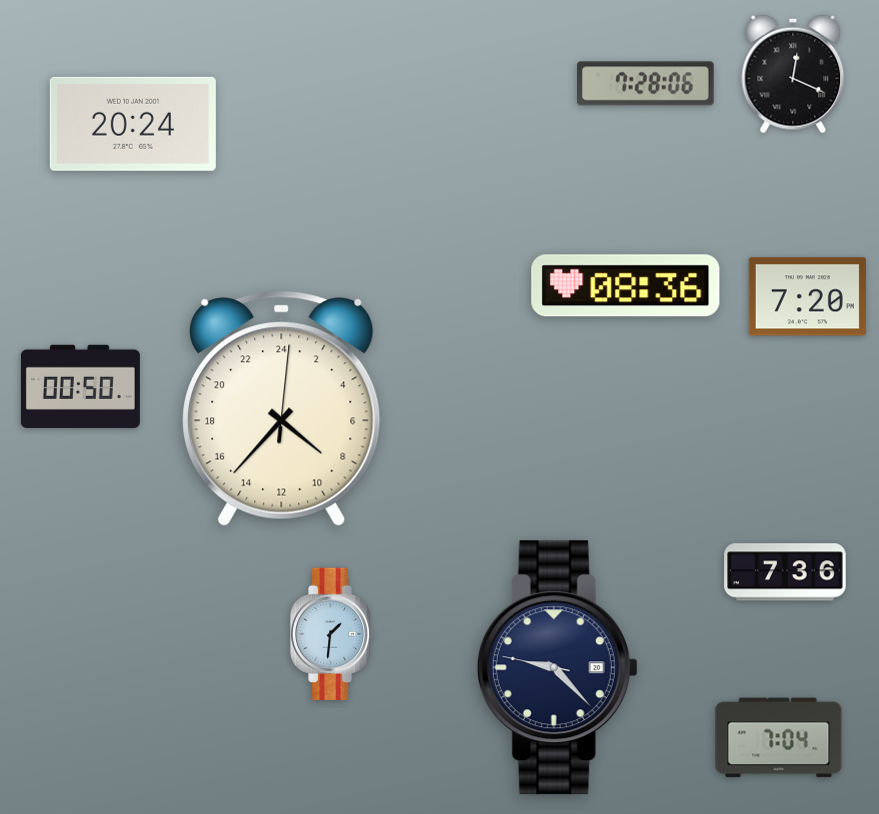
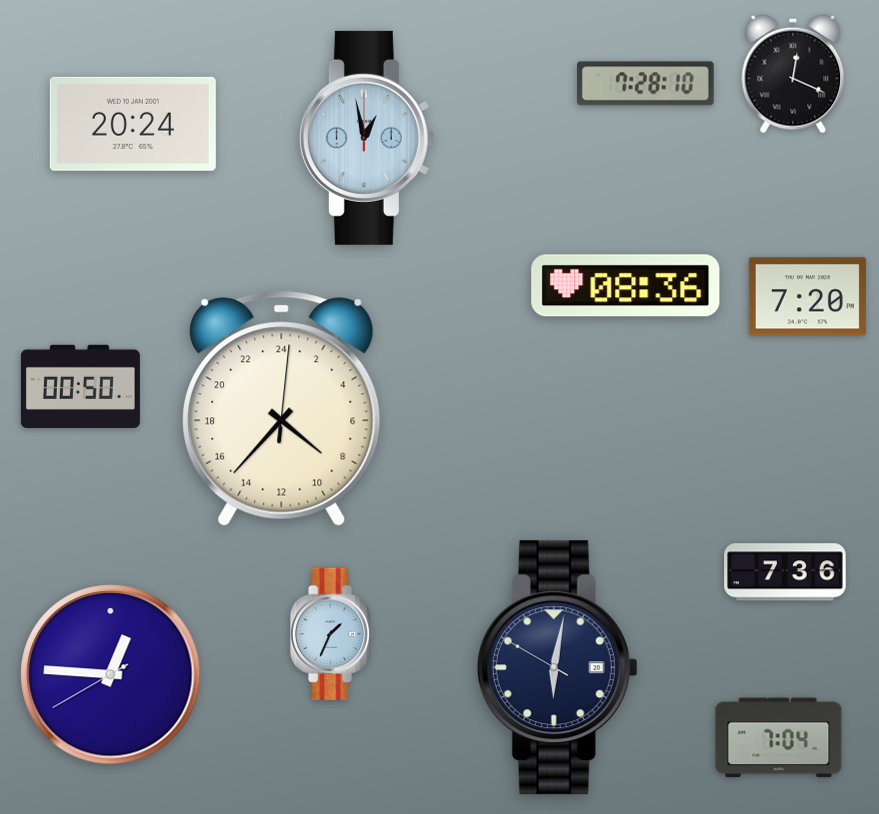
clock at (645, 84): 7:28:06 -> 7:28:10
clock at (367, 138): none -> 12:58
clock at (332, 633): 1:31 -> 1:34
clock at (557, 668): 9:22 -> 6:01
clock at (111, 675): none -> 12:45
